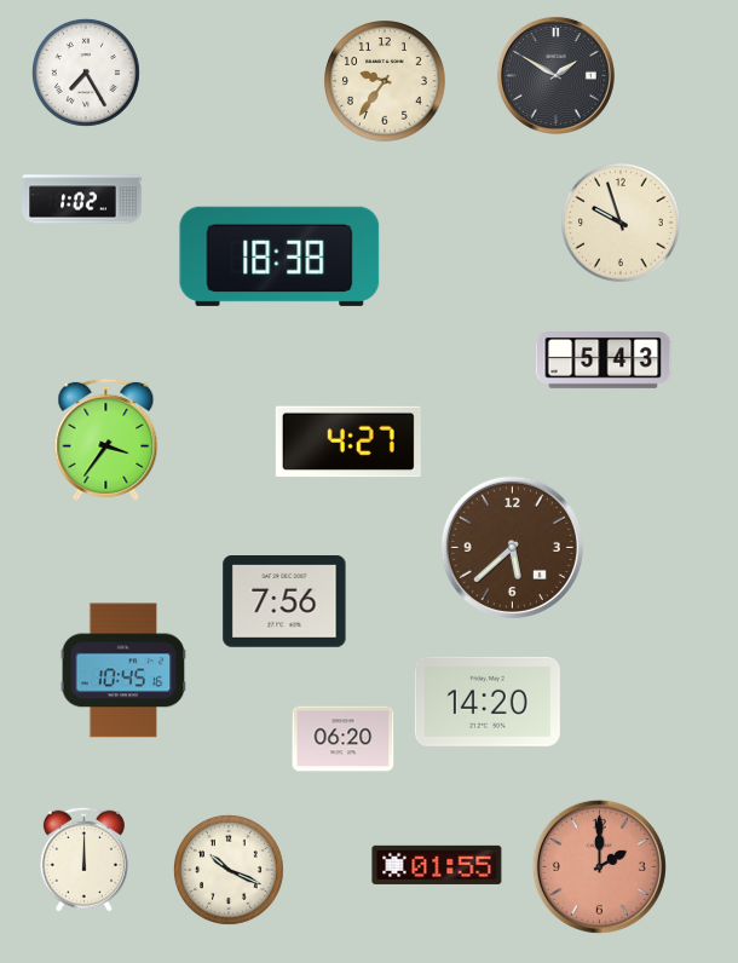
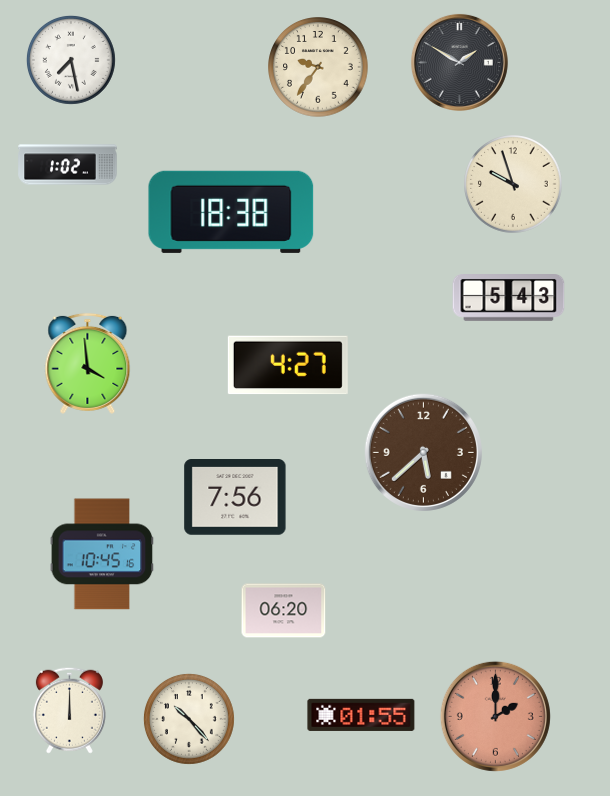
clock at (86, 73): 7:25 -> 7:28
clock at (604, 361) position: (604, 361) -> (509, 298)
clock at (106, 439): 3:36 -> 3:59
clock at (488, 702): 14:20 -> none
clock at (229, 870): 10:19 -> 10:23
